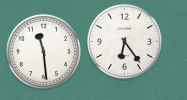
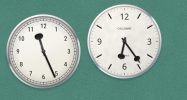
clock at (43, 51): 11:29 -> 11:26
